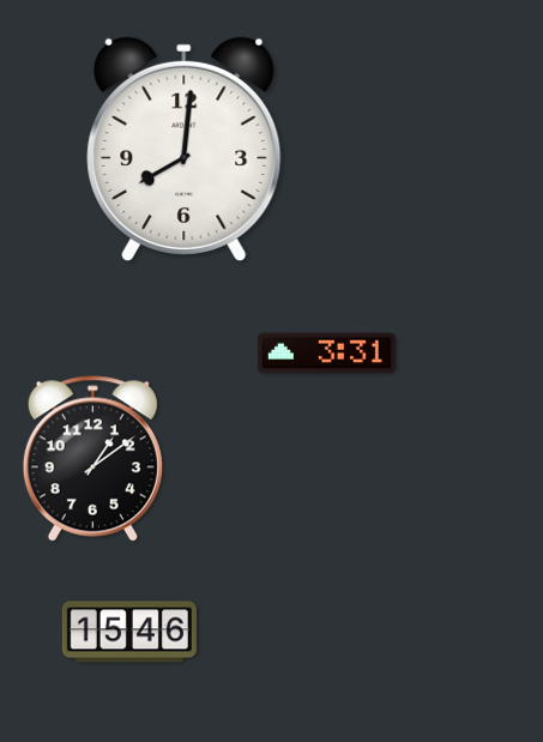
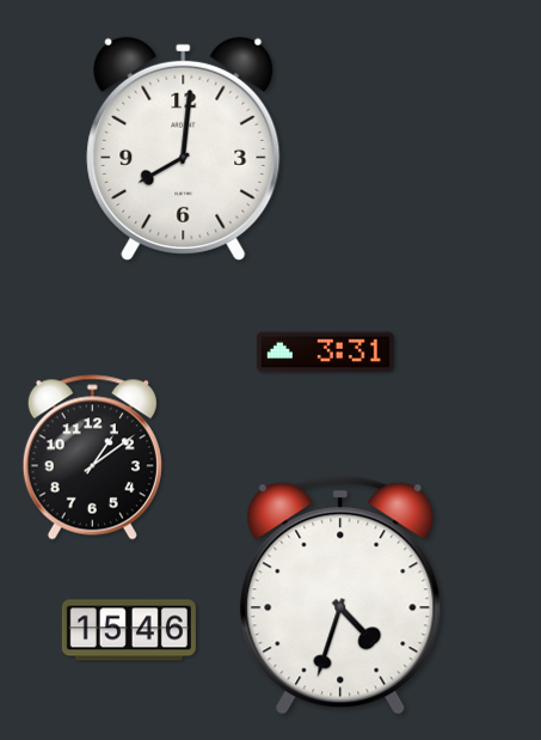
clock at (340, 595): none -> 4:33
